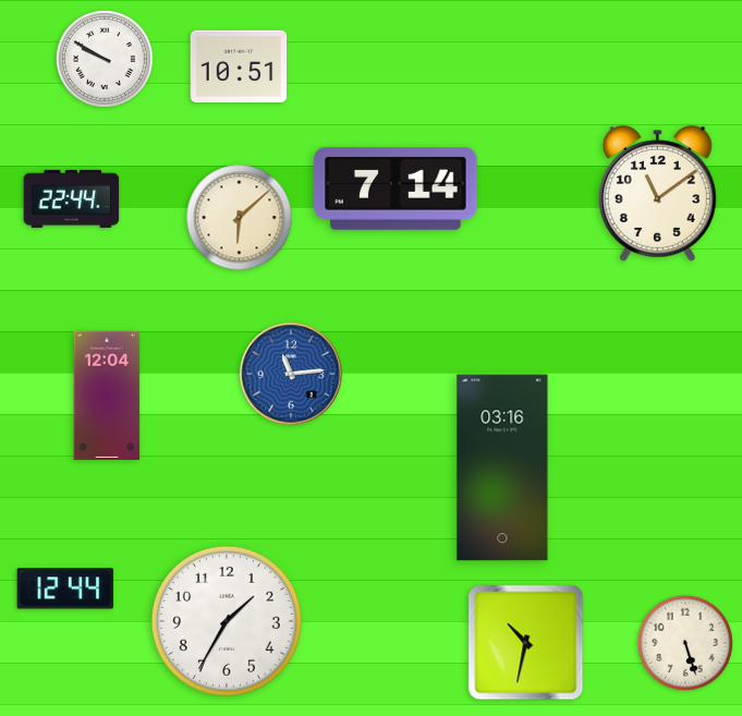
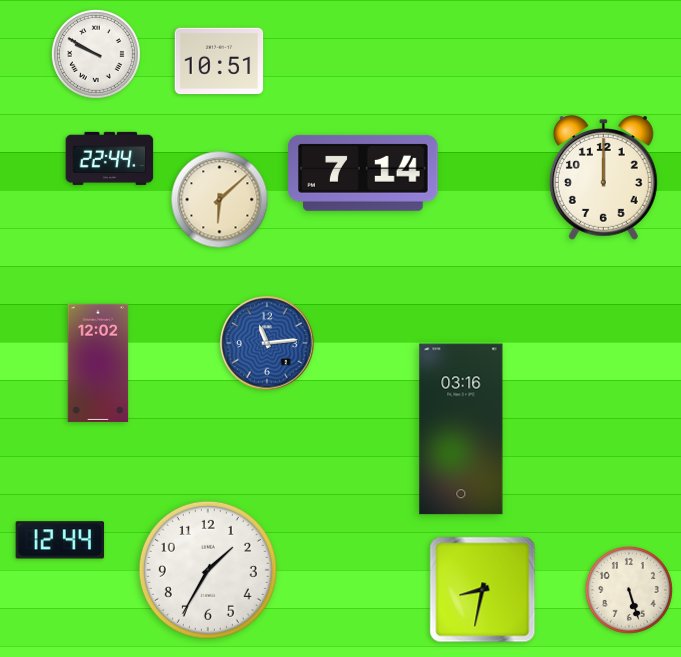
clock at (657, 194): 11:09 -> 12:00
clock at (72, 198) position: (72, 198) -> (110, 158)
clock at (107, 396): 12:04 -> 12:02
clock at (526, 643): 10:32 -> 8:32
